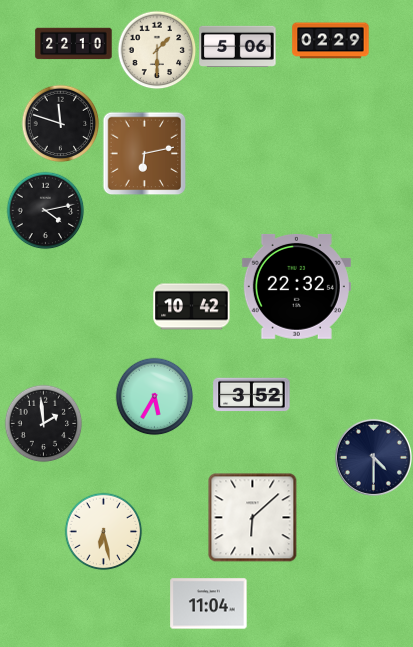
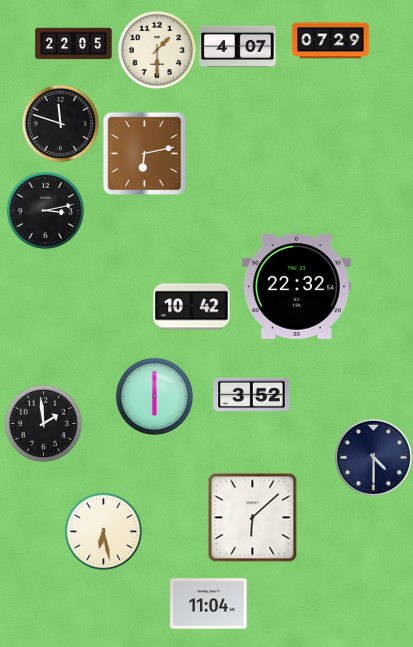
clock at (331, 41): 02:29 -> 07:29
clock at (74, 44): 22:10 -> 22:05
clock at (238, 46): 5:06 -> 4:07
clock at (45, 210): 4:13 -> 3:13
clock at (154, 396): 5:35 -> 6:00
